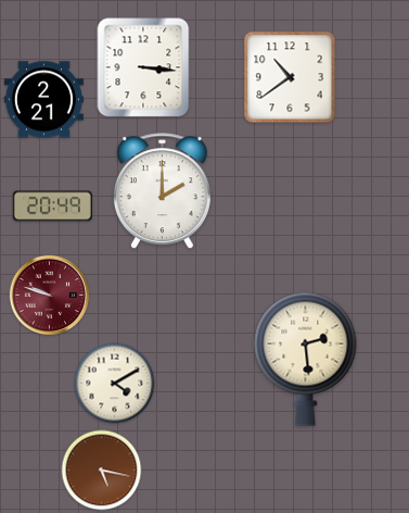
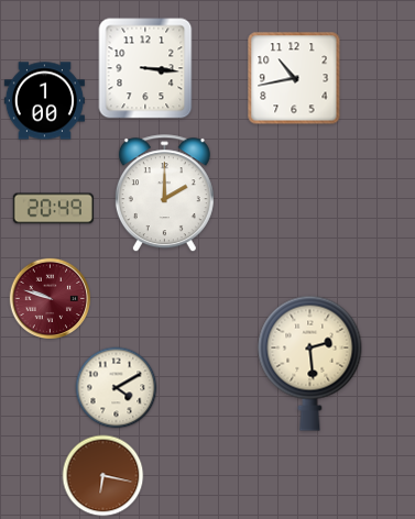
clock at (290, 77): 10:39 -> 10:43
clock at (43, 100): 2:21 -> 1:00
clock at (102, 471): 5:17 -> 6:17
